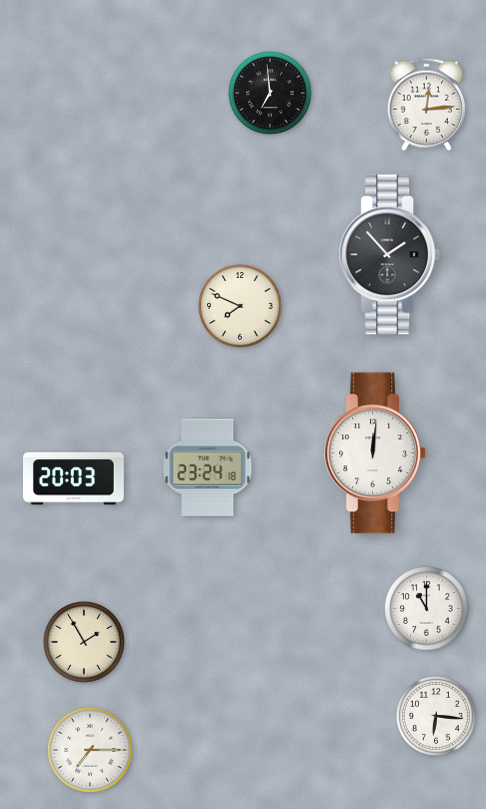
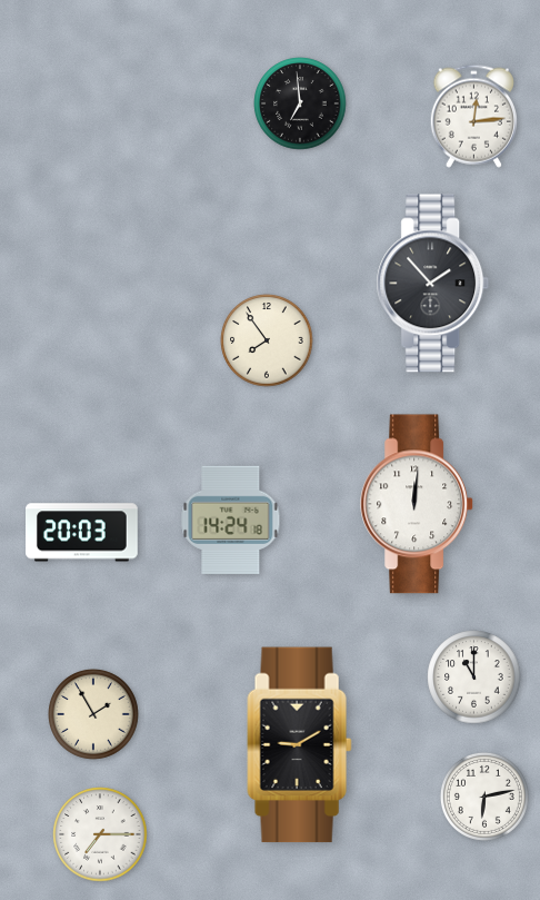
clock at (240, 306): 7:49 -> 7:54
clock at (208, 468): 23:24 -> 14:24
clock at (300, 745): none -> 9:10
clock at (436, 716): 6:16 -> 6:13
